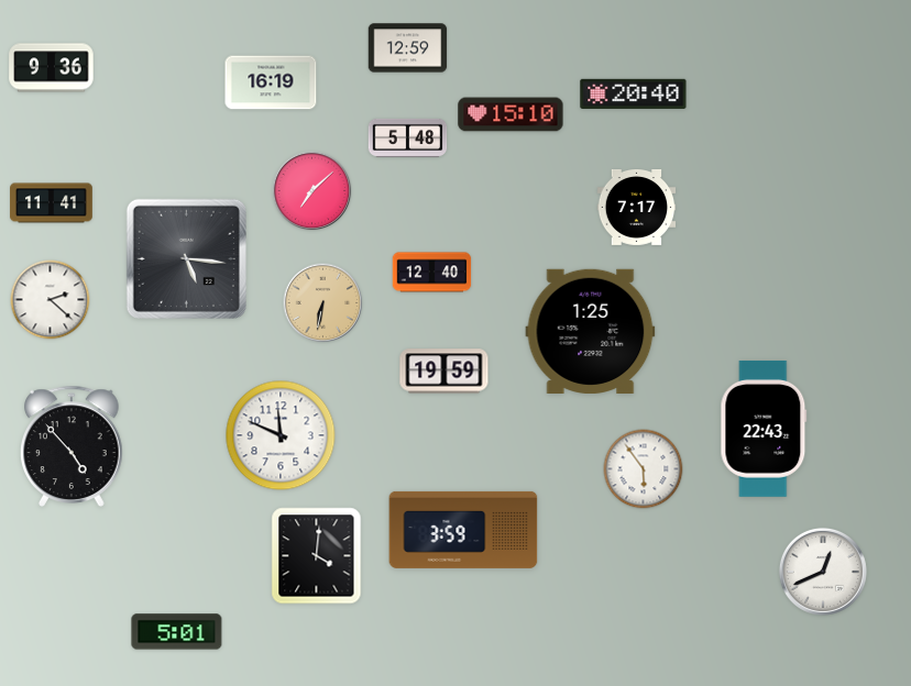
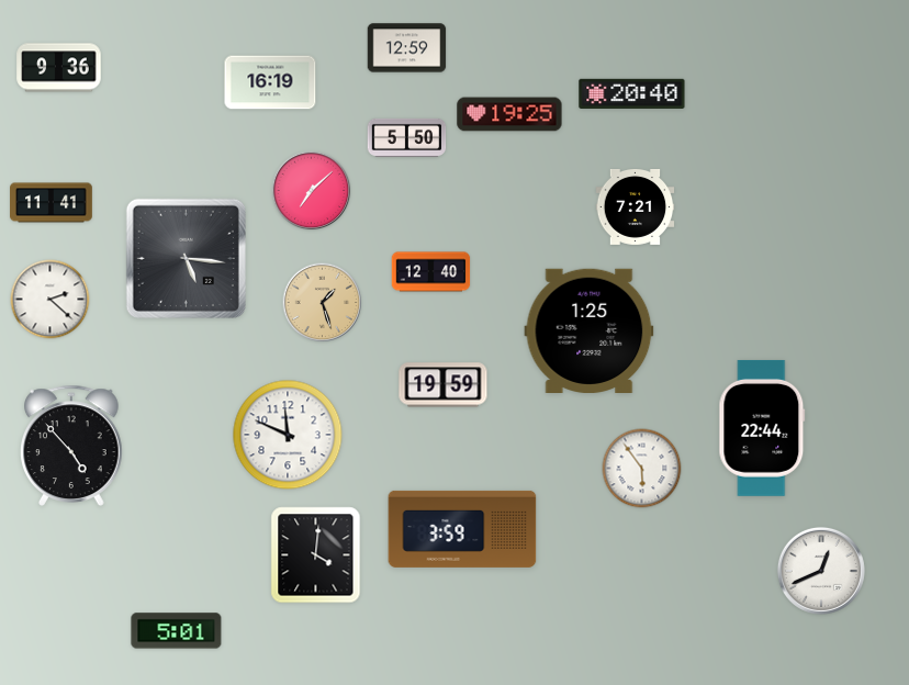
clock at (52, 68) position: (52, 68) -> (59, 68)
clock at (511, 114): 15:10 -> 19:25
clock at (408, 137): 5:48 -> 5:50
clock at (637, 207): 7:17 -> 7:21
clock at (323, 303): 6:32 -> 1:27
clock at (444, 372) position: (444, 372) -> (444, 385)
clock at (764, 429): 22:43 -> 22:44
clock at (281, 435) position: (281, 435) -> (288, 435)
